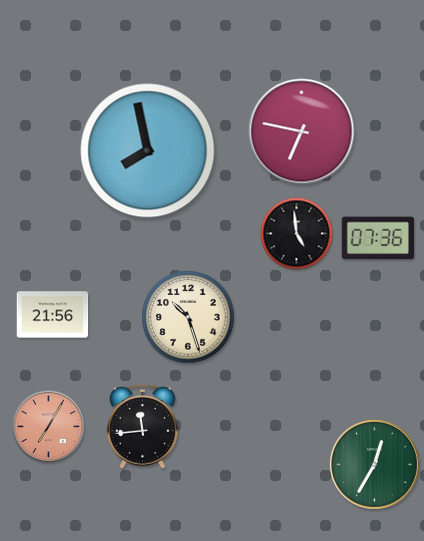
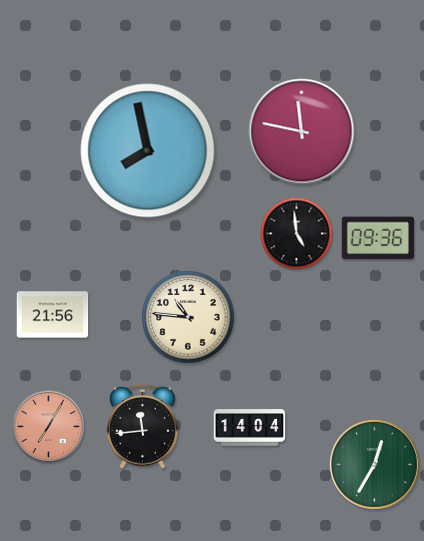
clock at (302, 132): 6:47 -> 11:47
clock at (377, 238): 07:36 -> 09:36
clock at (188, 317): 10:27 -> 10:46
clock at (250, 428): none -> 14:04
